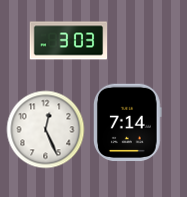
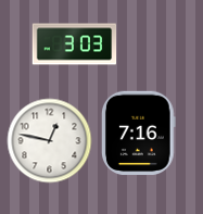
clock at (127, 122): 7:14 -> 7:16
clock at (45, 129): 12:26 -> 12:47
